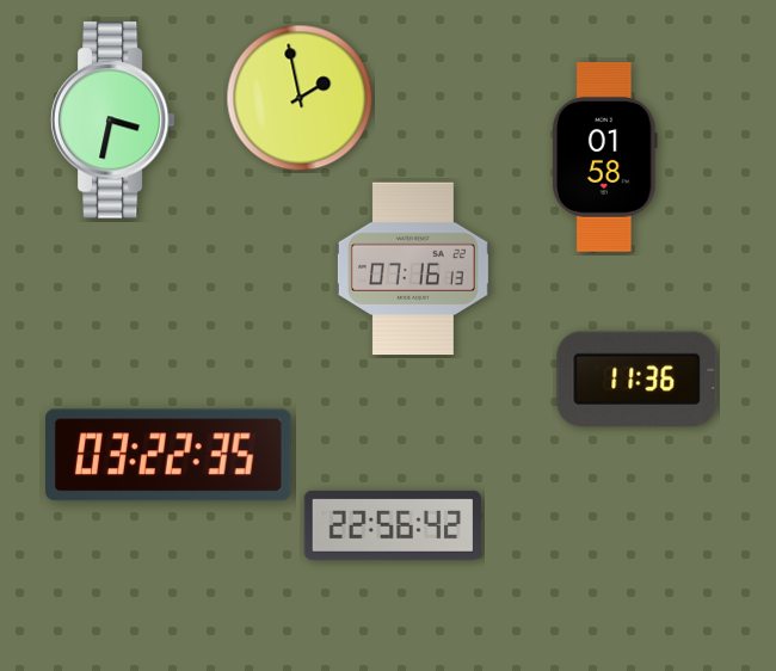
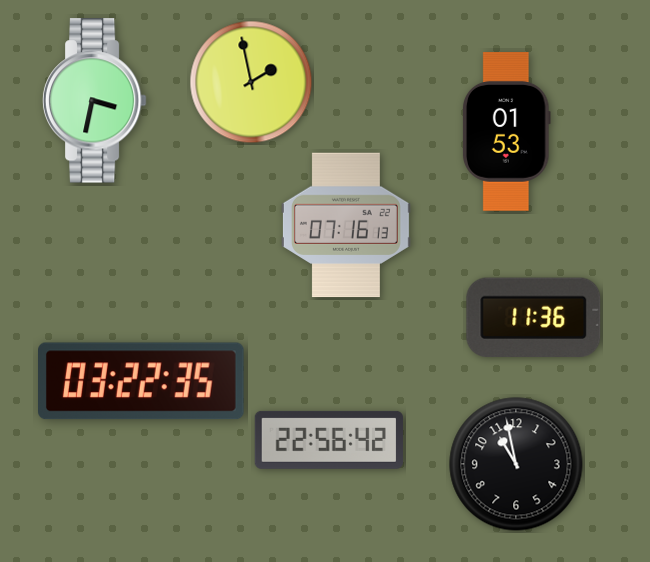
clock at (605, 158): 01:58 -> 01:53
clock at (516, 464): none -> 10:58
